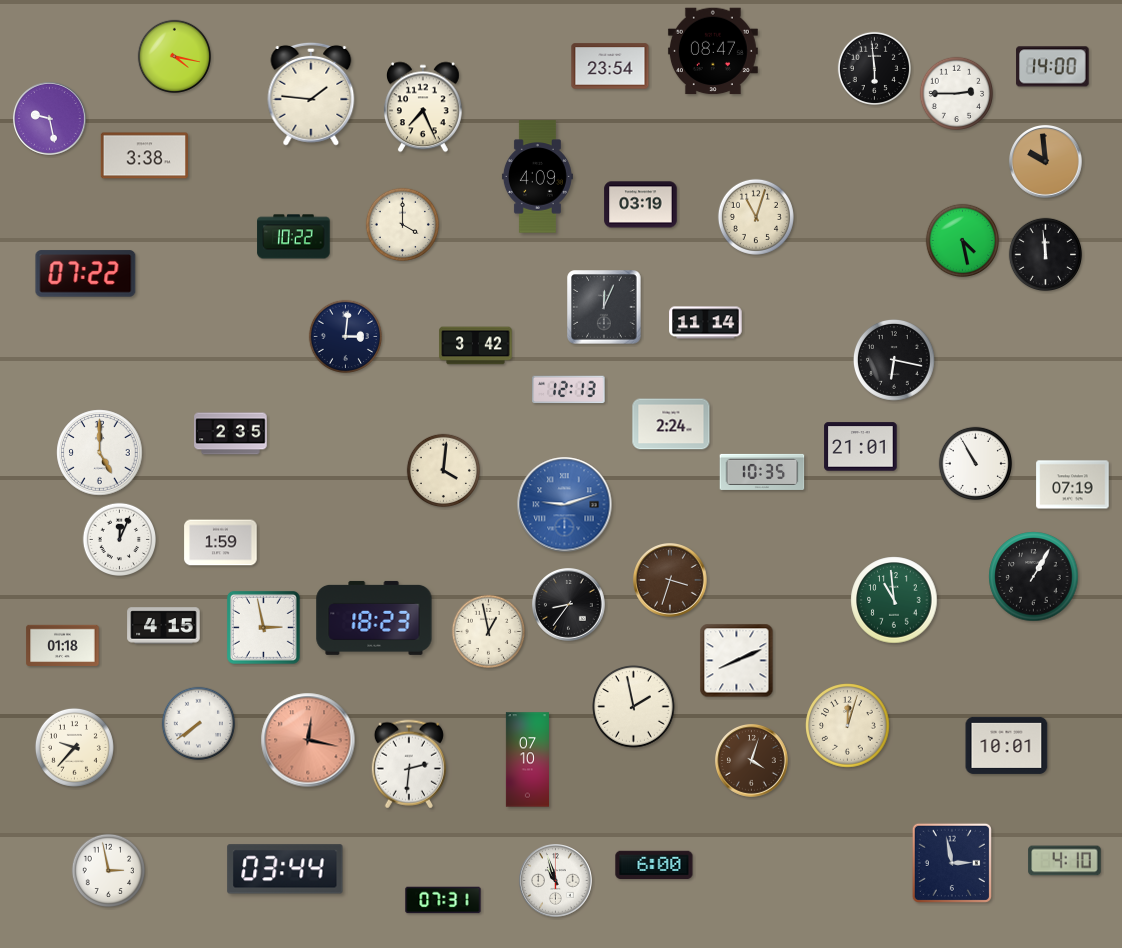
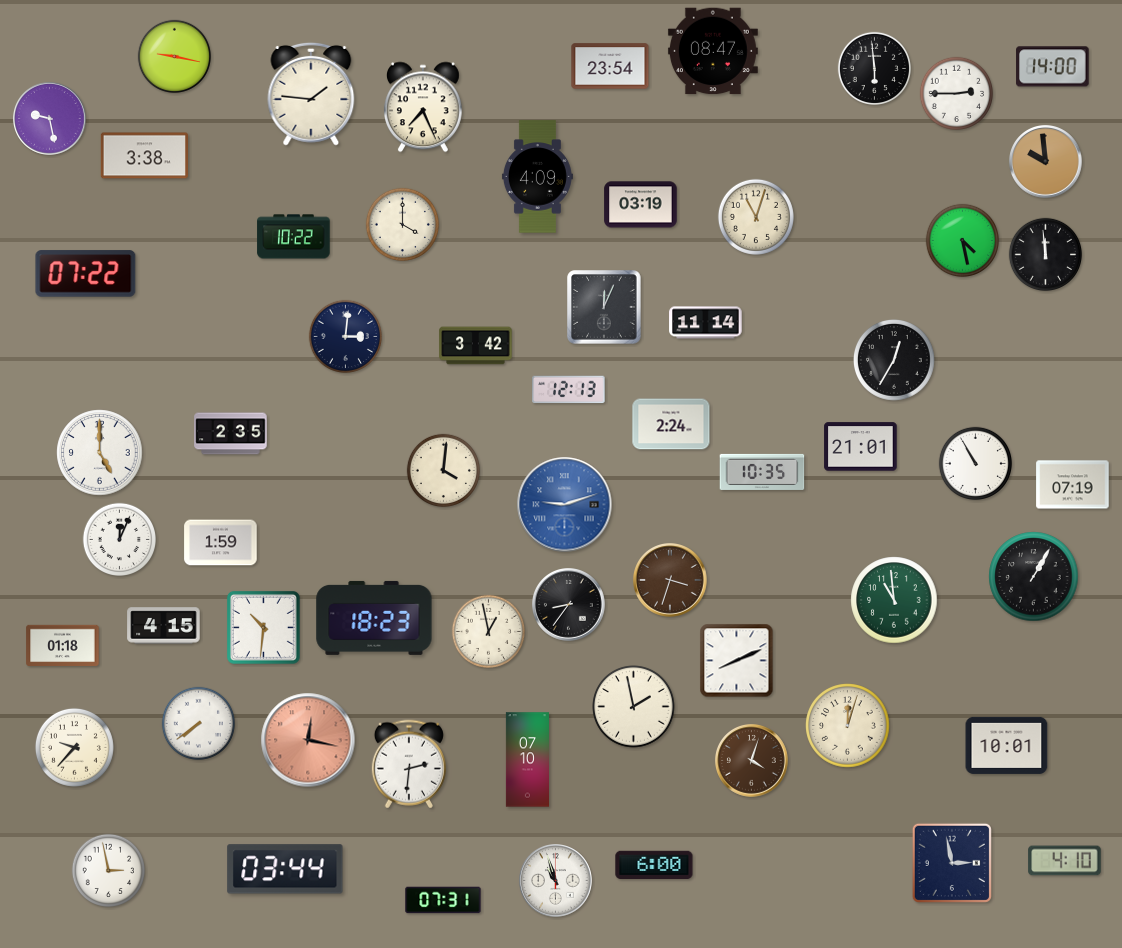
clock at (174, 56): 4:17 -> 9:17
clock at (895, 361): 6:17 -> 12:35
clock at (263, 627): 2:58 -> 10:31
